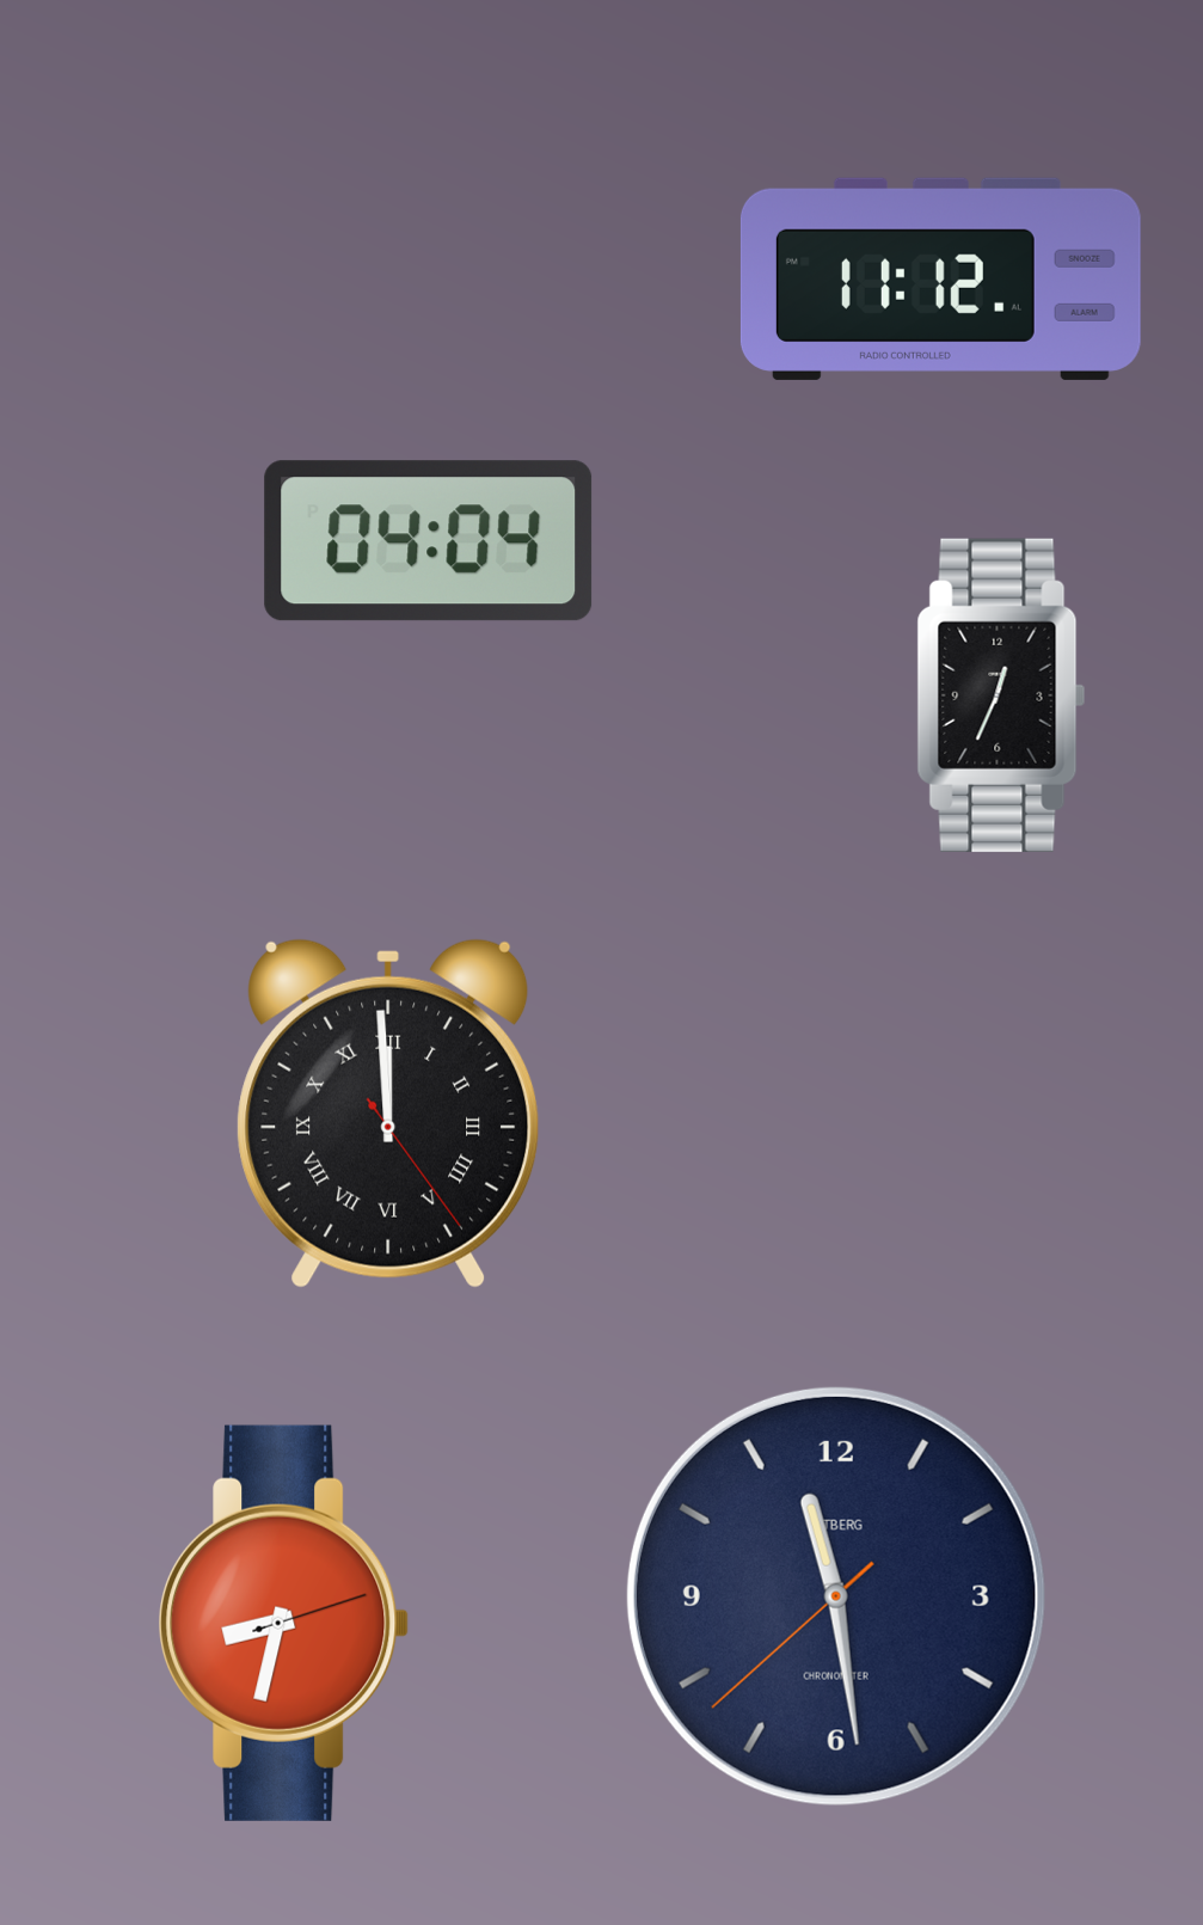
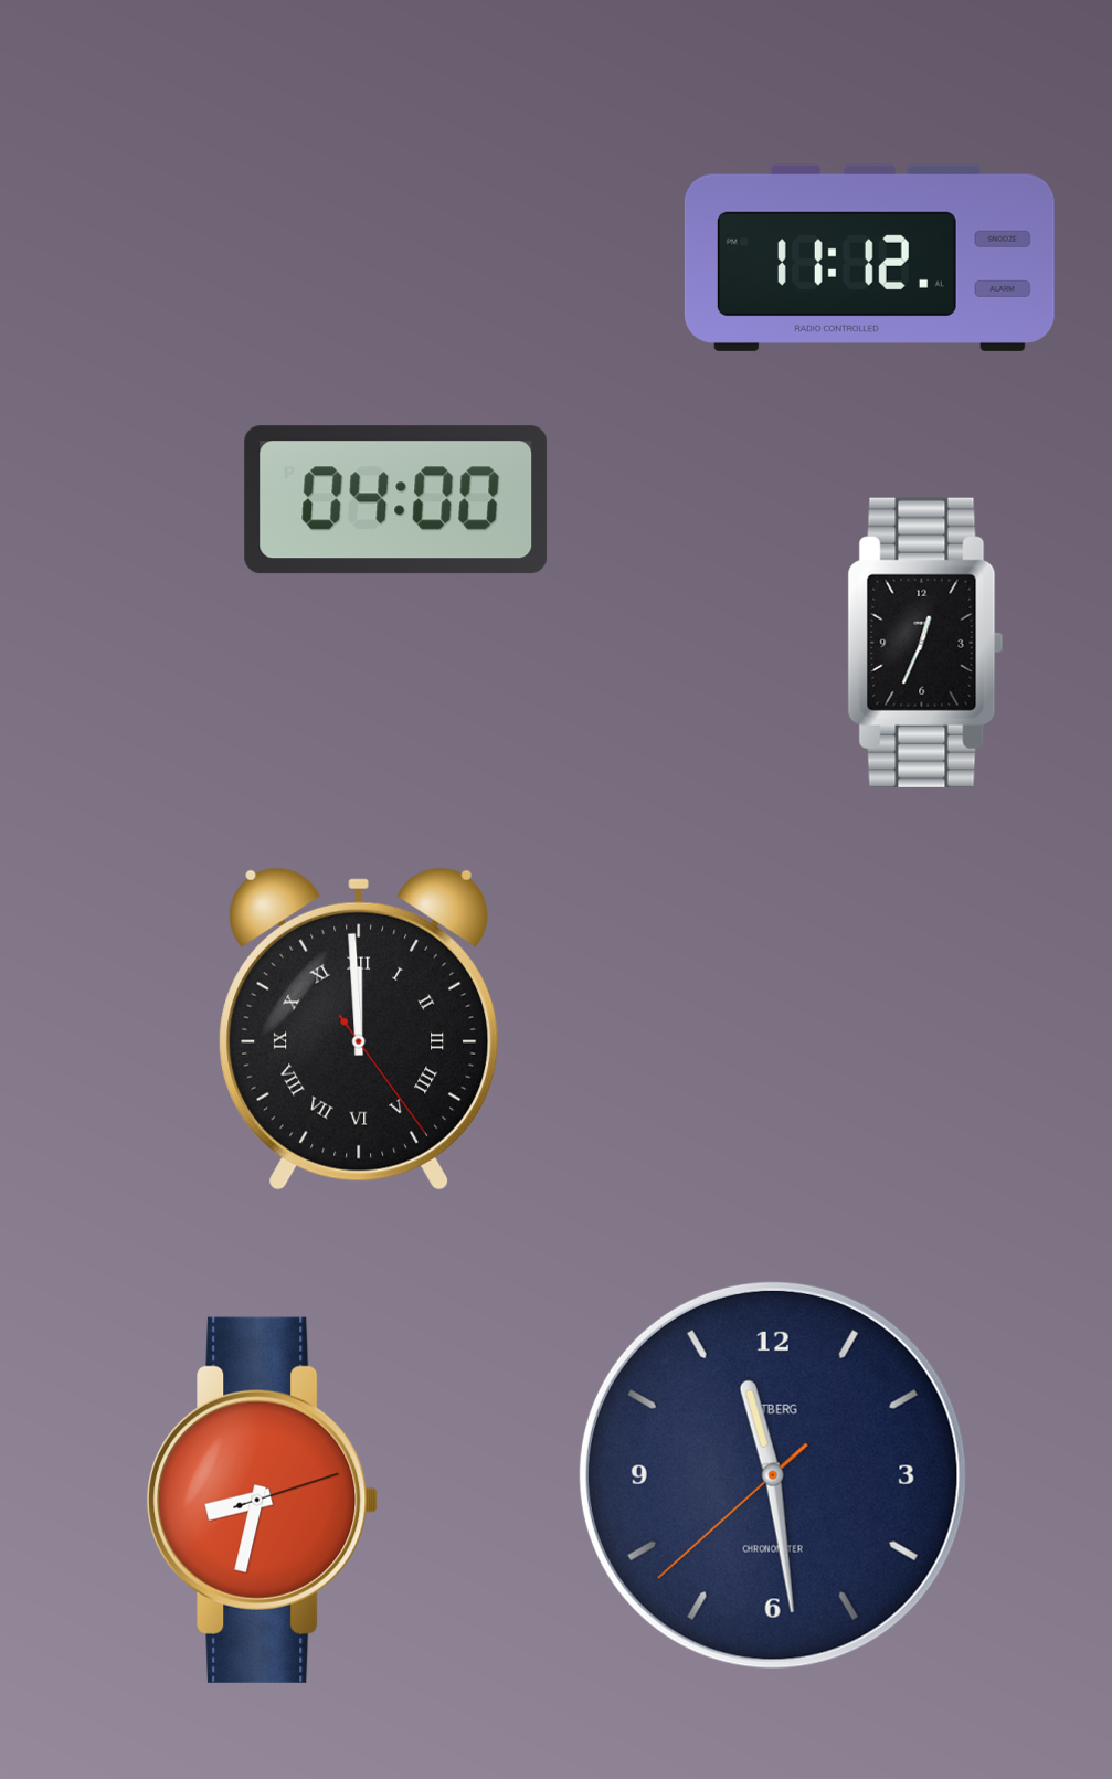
clock at (429, 541): 04:04 -> 04:00
